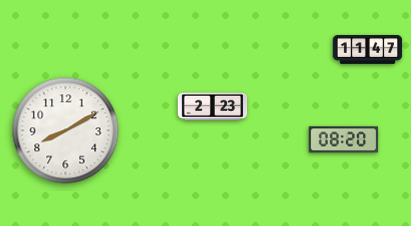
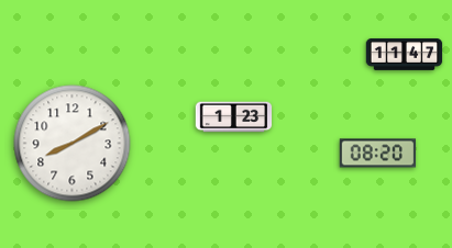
clock at (213, 107): 2:23 -> 1:23
